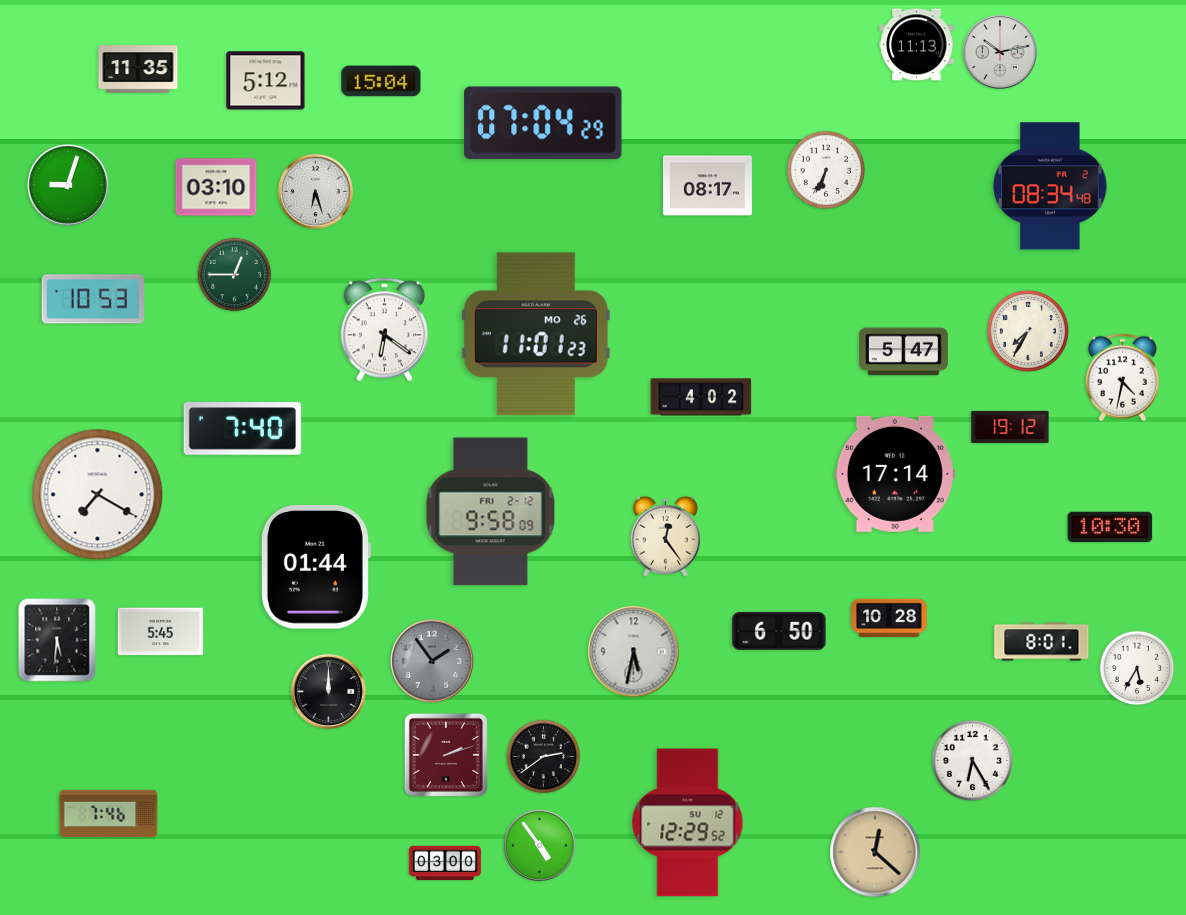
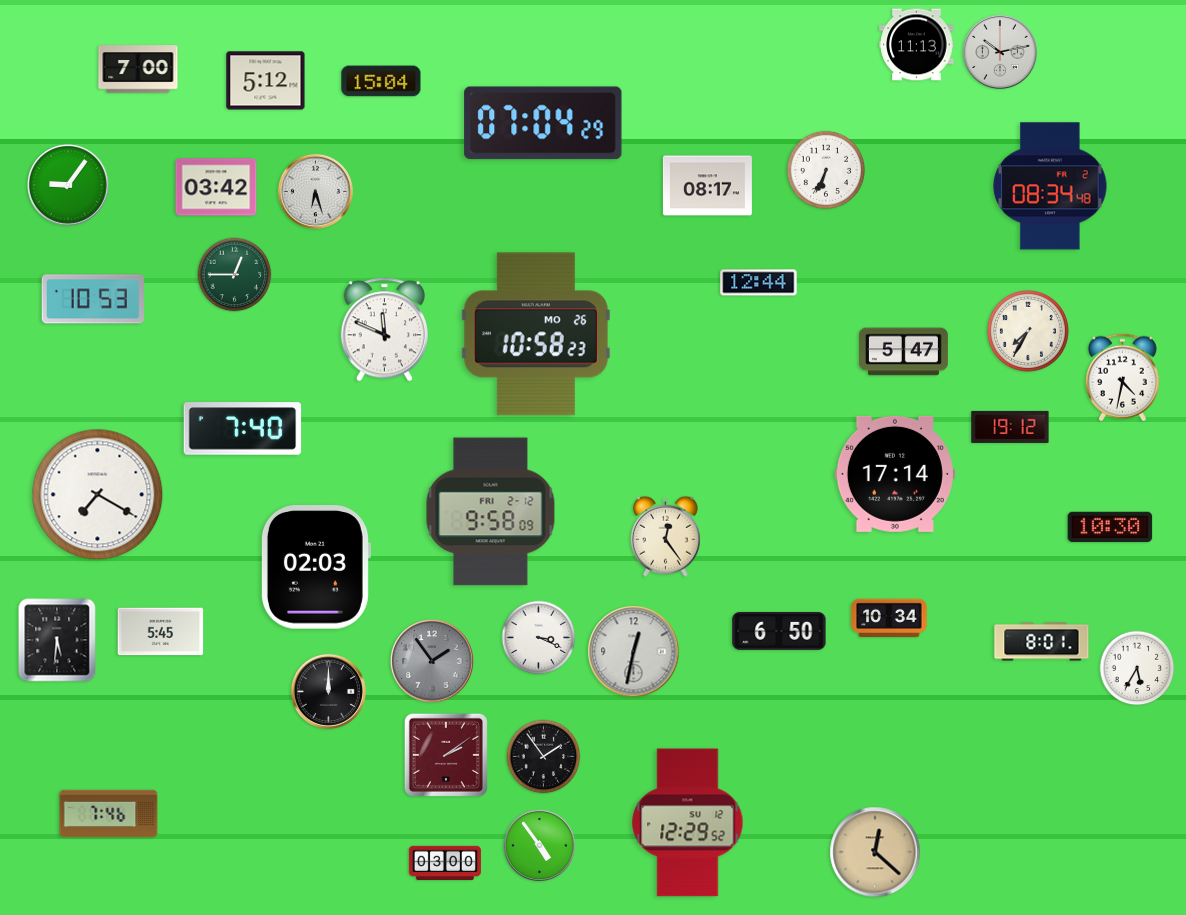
clock at (138, 69): 11:35 -> 7:00
clock at (68, 185): 9:03 -> 9:06
clock at (216, 187): 03:10 -> 03:42
clock at (759, 283): none -> 12:44
clock at (384, 330): 6:21 -> 11:49
clock at (536, 334): 11:01 -> 10:58
clock at (701, 397): 4:02 -> none
clock at (315, 567): 01:44 -> 02:03
clock at (889, 617): 10:28 -> 10:34
clock at (539, 638): none -> 3:19
clock at (634, 652): 5:32 -> 12:32
clock at (446, 755): 2:12 -> 2:09
clock at (544, 757): 2:39 -> 1:54
clock at (972, 760): 6:25 -> none
